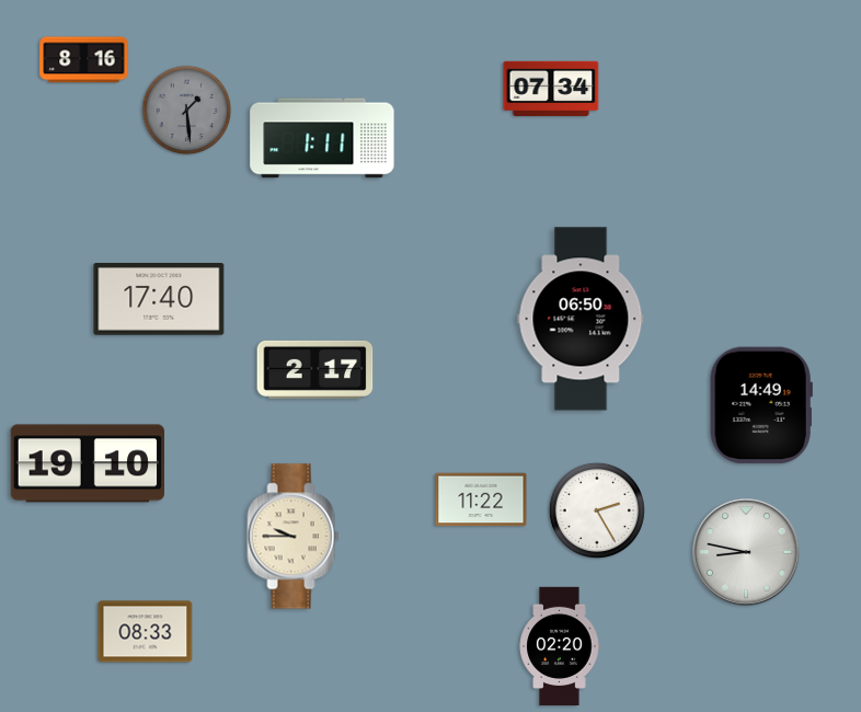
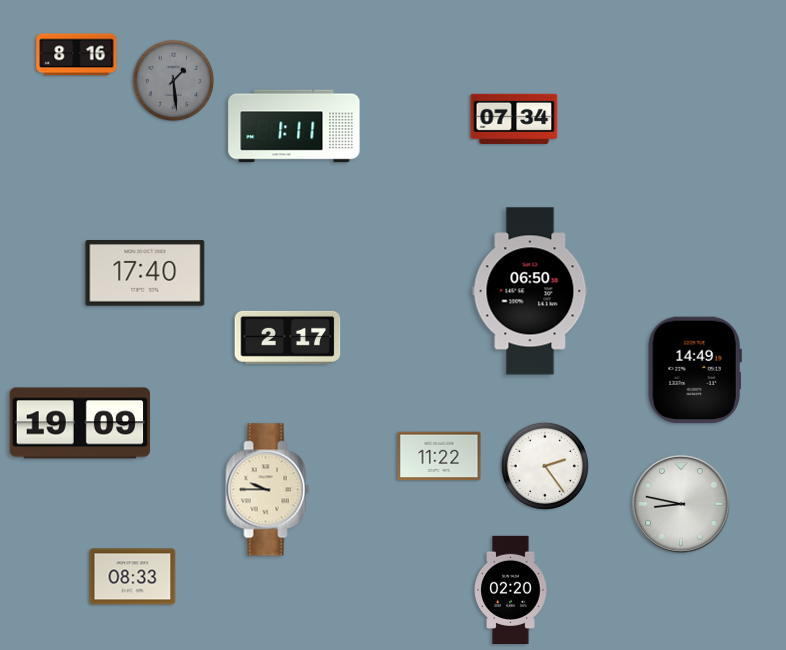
clock at (551, 89) position: (551, 89) -> (514, 119)
clock at (187, 111) position: (187, 111) -> (174, 81)
clock at (88, 463): 19:10 -> 19:09
clock at (597, 510): 2:25 -> 2:24
